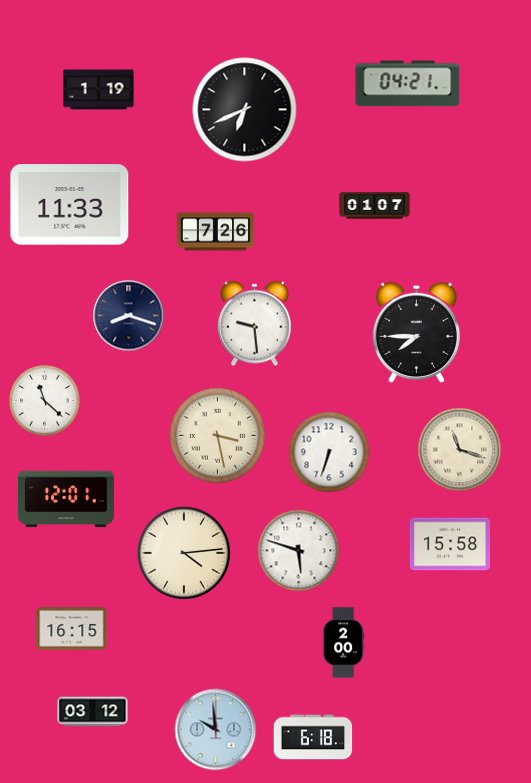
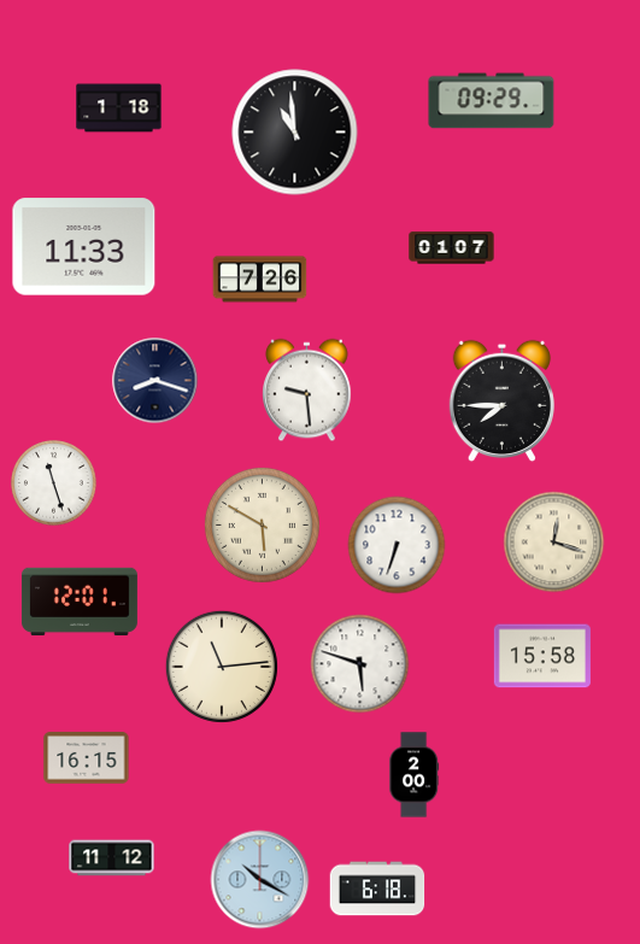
clock at (408, 84): 04:21 -> 09:29
clock at (99, 90): 1:19 -> 1:18
clock at (245, 110): 6:41 -> 10:59
clock at (45, 401): 11:22 -> 11:27
clock at (217, 435): 3:28 -> 5:50
clock at (460, 450): 11:18 -> 12:18
clock at (184, 553): 4:14 -> 11:14
clock at (93, 712): 03:12 -> 11:12
clock at (216, 730): 9:59 -> 10:20
